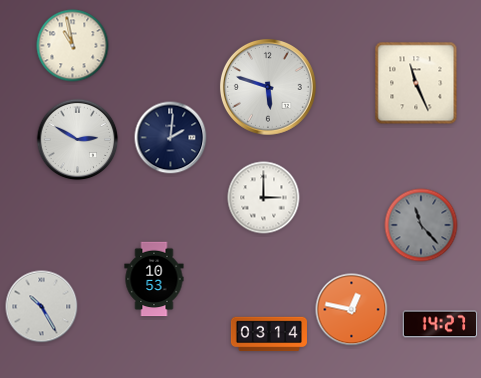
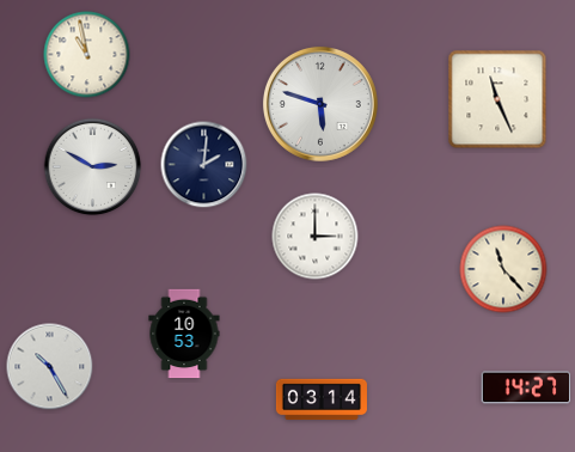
clock at (421, 225) dial: grey -> cream
clock at (352, 310): 12:47 -> none
